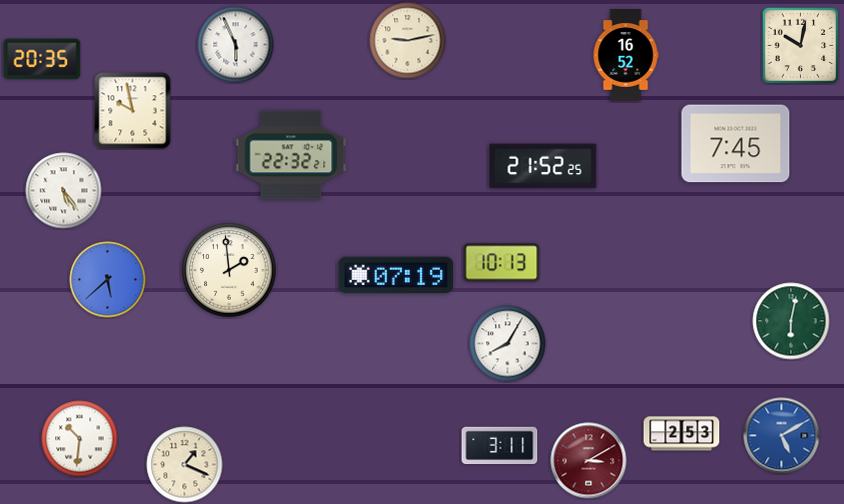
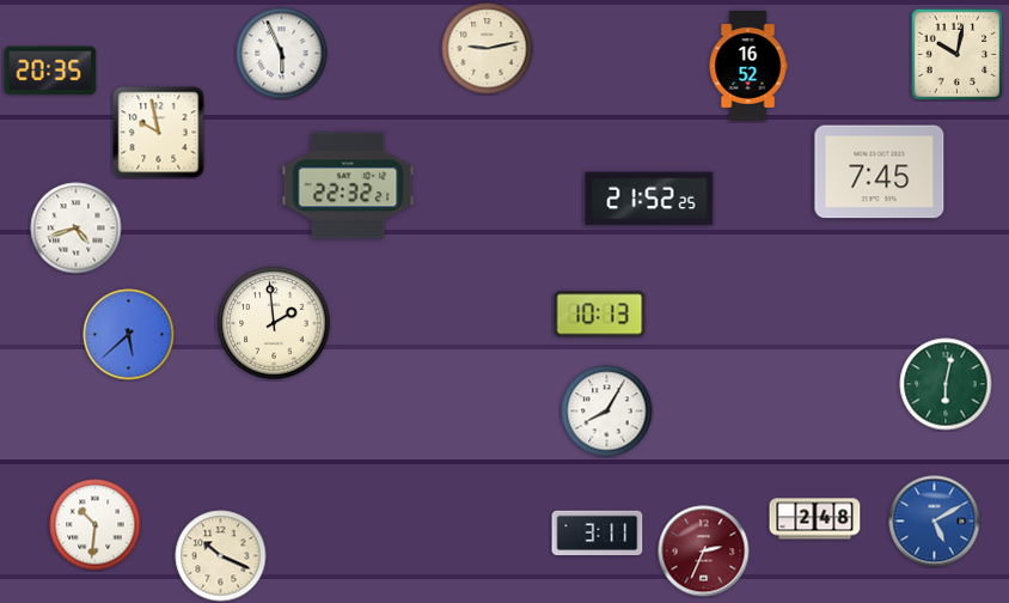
clock at (64, 191): 5:24 -> 4:42
clock at (396, 275): 07:19 -> none
clock at (682, 434): 2:53 -> 2:48
clock at (589, 461): 3:10 -> 2:34
clock at (185, 465): 1:19 -> 10:19
